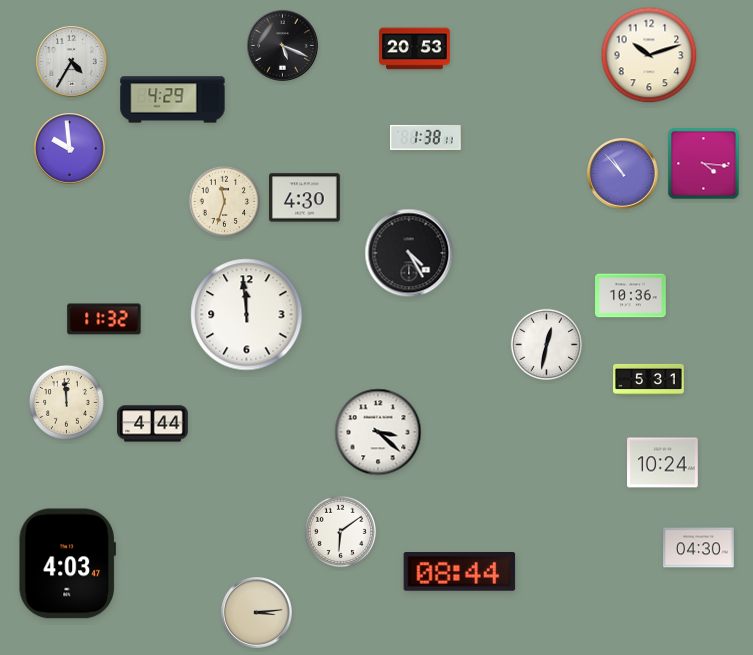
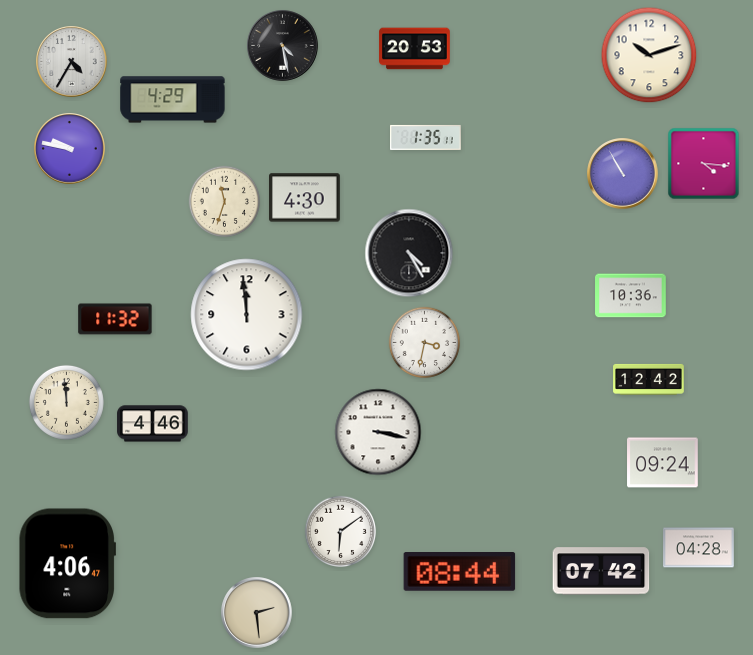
clock at (283, 46): 5:19 -> 4:28
clock at (426, 137): 1:38 -> 1:35
clock at (70, 149): 9:59 -> 9:47
clock at (623, 174): 10:53 -> 10:55
clock at (104, 319) position: (104, 319) -> (115, 319)
clock at (425, 343): none -> 3:32
clock at (547, 345): 12:32 -> none
clock at (649, 379): 5:31 -> 12:42
clock at (153, 424): 4:44 -> 4:46
clock at (378, 432): 3:22 -> 3:17
clock at (663, 463): 10:24 -> 09:24
clock at (699, 548): 04:30 -> 04:28
clock at (67, 564): 4:03 -> 4:06
clock at (601, 571): none -> 07:42
clock at (257, 613): 3:14 -> 2:29
